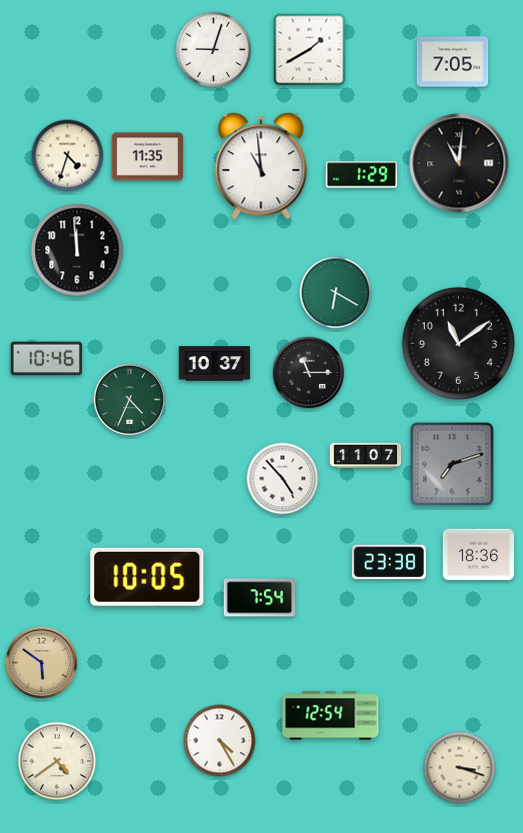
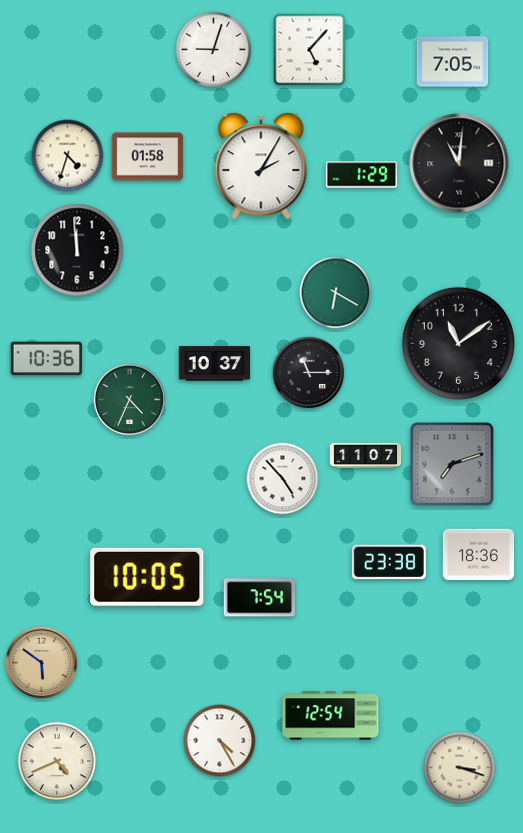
clock at (310, 50): 1:40 -> 5:07
clock at (148, 157): 11:35 -> 01:58
clock at (261, 166): 10:59 -> 2:05
clock at (47, 359): 10:46 -> 10:36
clock at (57, 761): 4:39 -> 4:41
